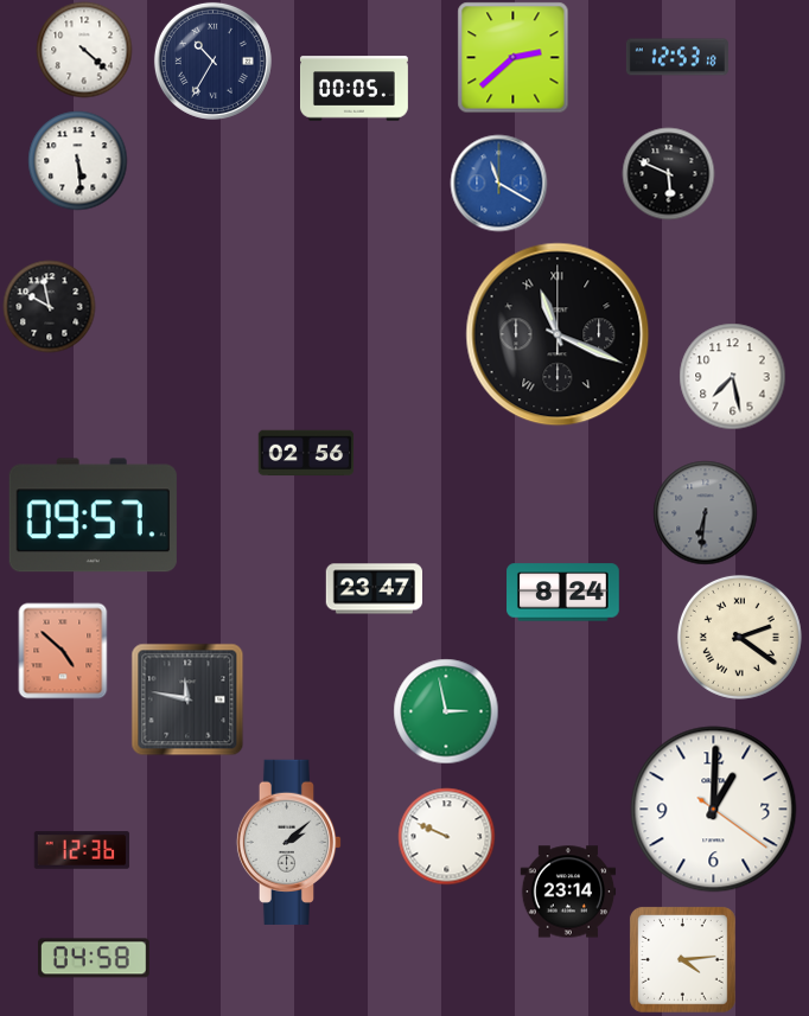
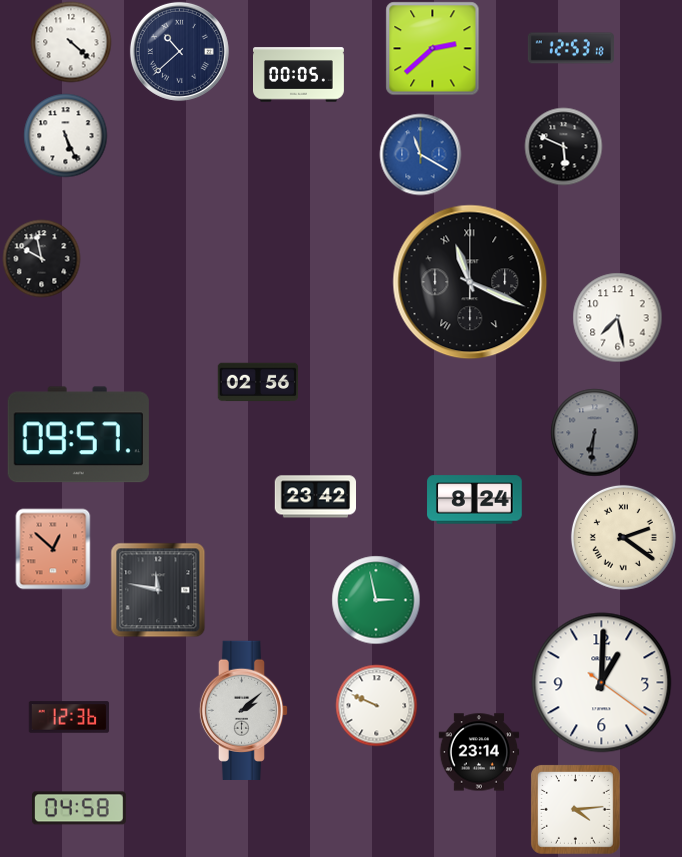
clock at (212, 60): 10:35 -> 10:38
clock at (77, 160): 5:29 -> 5:26
clock at (374, 589): 23:47 -> 23:42
clock at (63, 651): 4:52 -> 12:52
